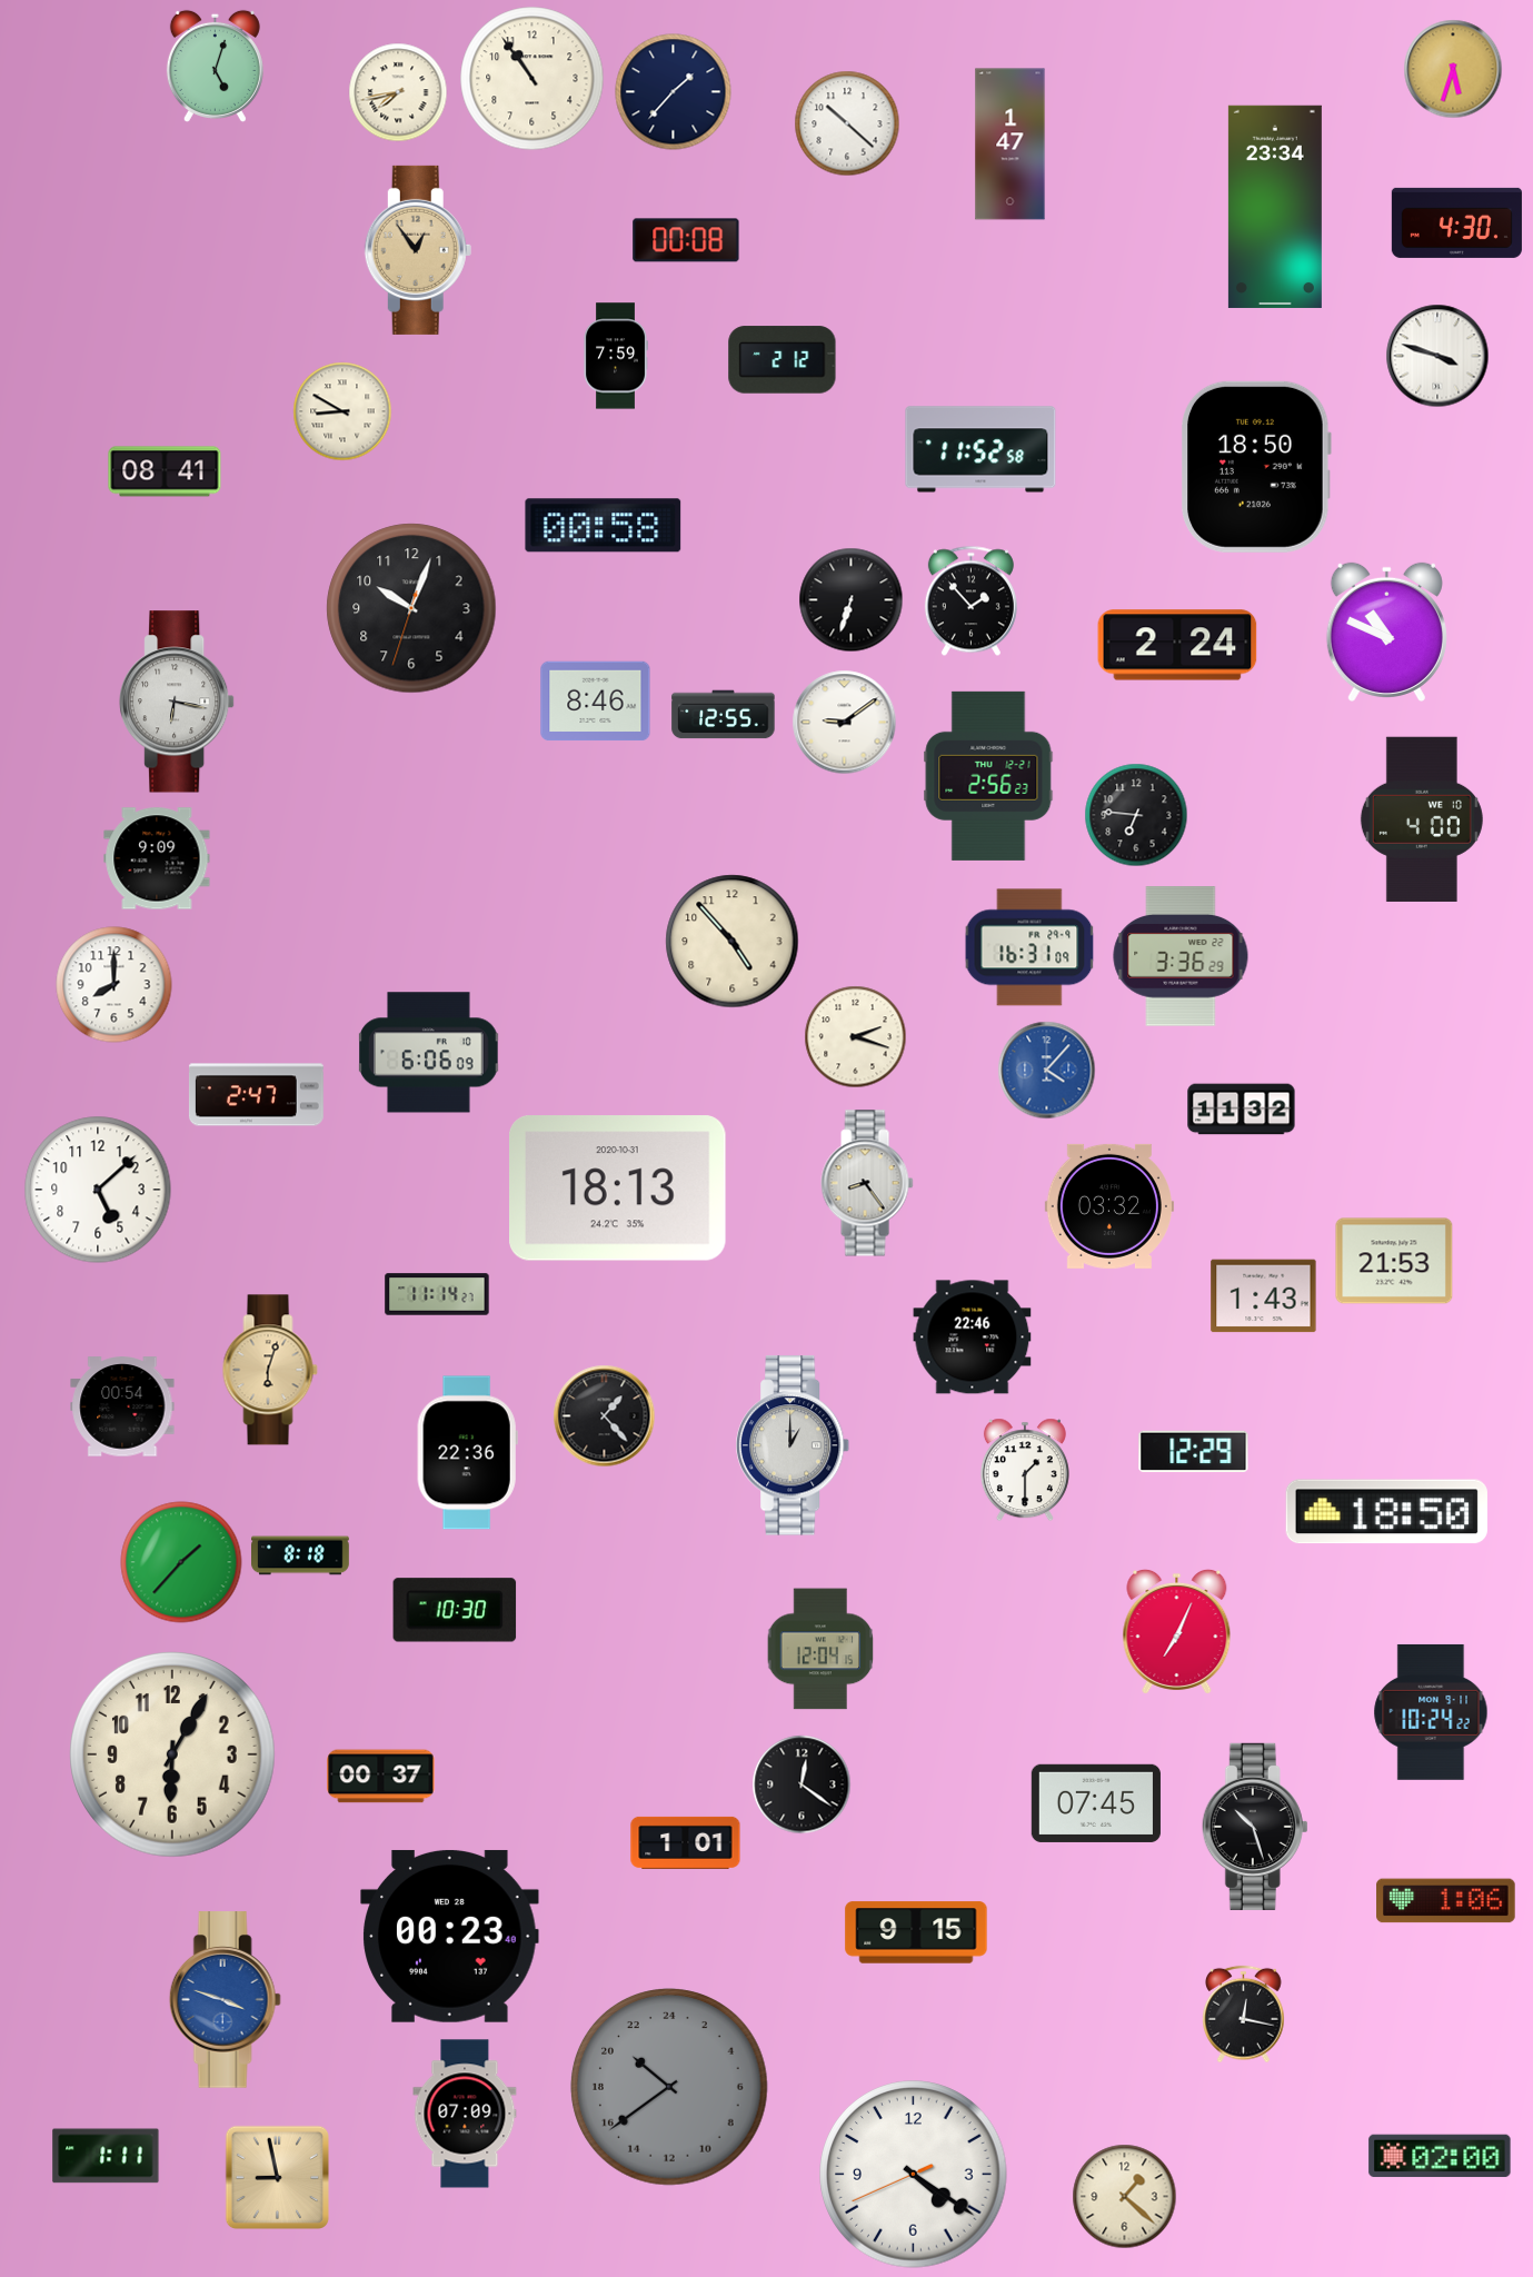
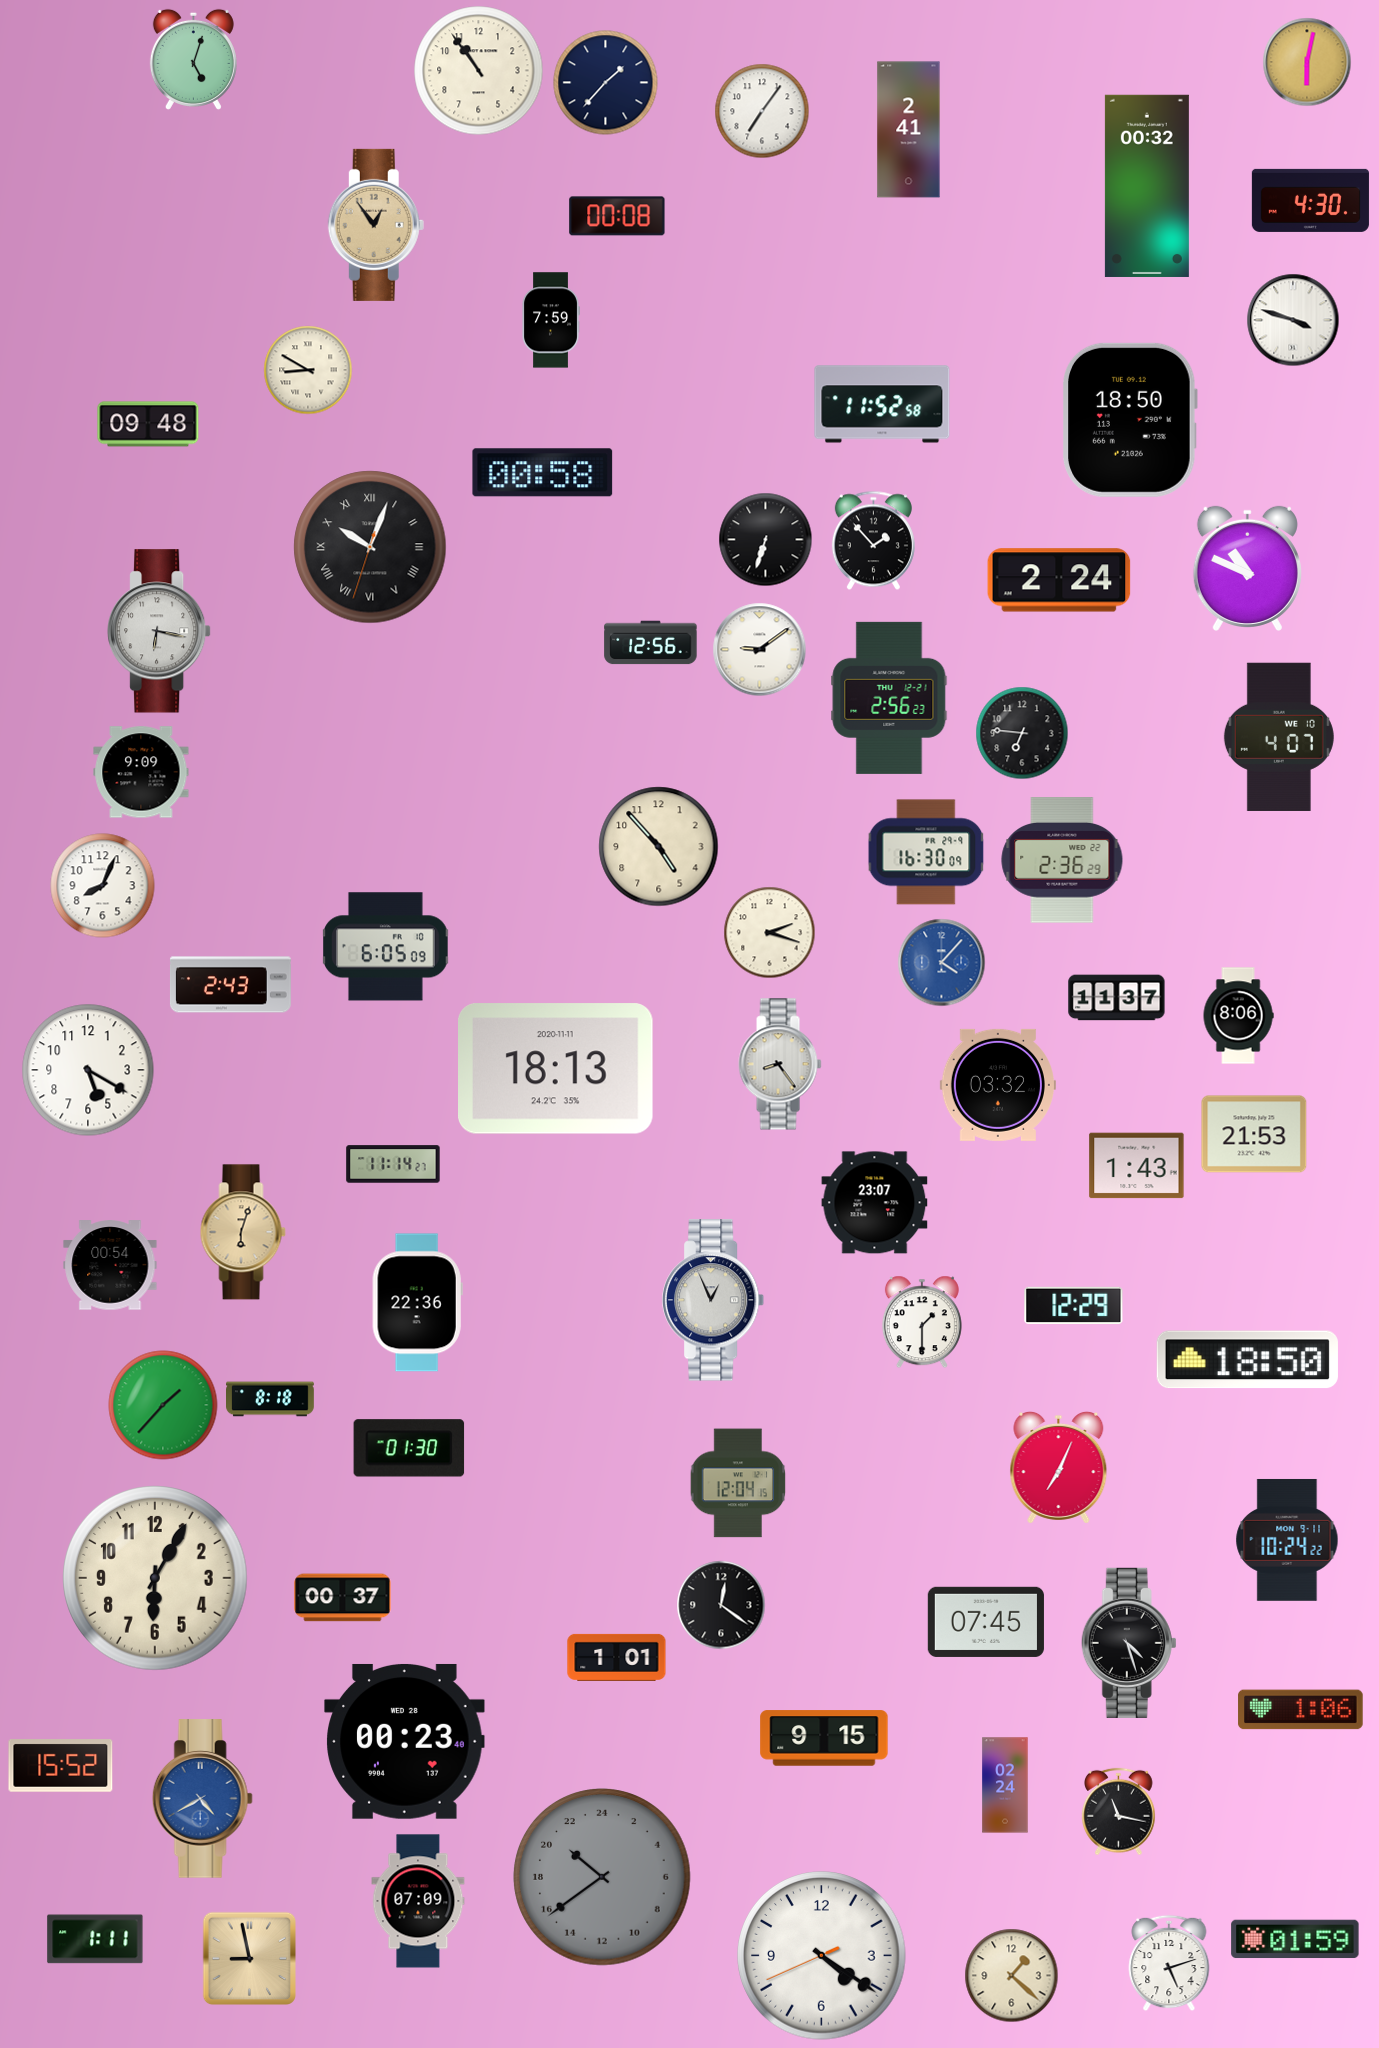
clock at (1453, 69): 5:33 -> 6:02
clock at (398, 92): 7:43 -> none
clock at (847, 123): 10:22 -> 7:06
clock at (1011, 145): 1:47 -> 2:41
clock at (1275, 207): 23:34 -> 00:32
clock at (616, 356) position: (616, 356) -> (551, 320)
clock at (783, 360): 2:12 -> none
clock at (165, 471): 08:41 -> 09:48
clock at (411, 608) numerals: Arabic -> Roman
clock at (596, 702): 8:46 -> none
clock at (724, 715): 12:55 -> 12:56
clock at (1422, 819): 4:00 -> 4:07
clock at (1029, 947): 16:31 -> 16:30
clock at (1181, 956): 3:36 -> 2:36
clock at (115, 985): 8:00 -> 8:04
clock at (429, 1053): 6:06 -> 6:05
clock at (256, 1095): 2:47 -> 2:43
clock at (1242, 1110): 11:32 -> 11:37
clock at (1238, 1016): none -> 8:06
clock at (618, 1189) date: 2020-10-31 -> 2020-11-11
clock at (98, 1190): 5:08 -> 5:20
clock at (973, 1338): 22:46 -> 23:07
clock at (605, 1416): 1:23 -> none
clock at (794, 1445): 1:00 -> 12:56
clock at (467, 1453) position: (467, 1453) -> (417, 1303)
clock at (455, 1610): 10:30 -> 01:30
clock at (1255, 1827): 10:27 -> 4:27
clock at (61, 1766): none -> 15:52
clock at (1005, 1785): none -> 02:24
clock at (225, 2000): 3:48 -> 4:40
clock at (1244, 2015): 12:17 -> 11:17
clock at (1440, 2156): 02:00 -> 01:59
clock at (1169, 1963): none -> 5:12
